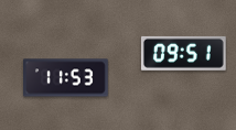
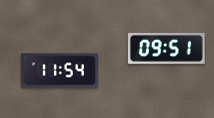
clock at (66, 78): 11:53 -> 11:54
